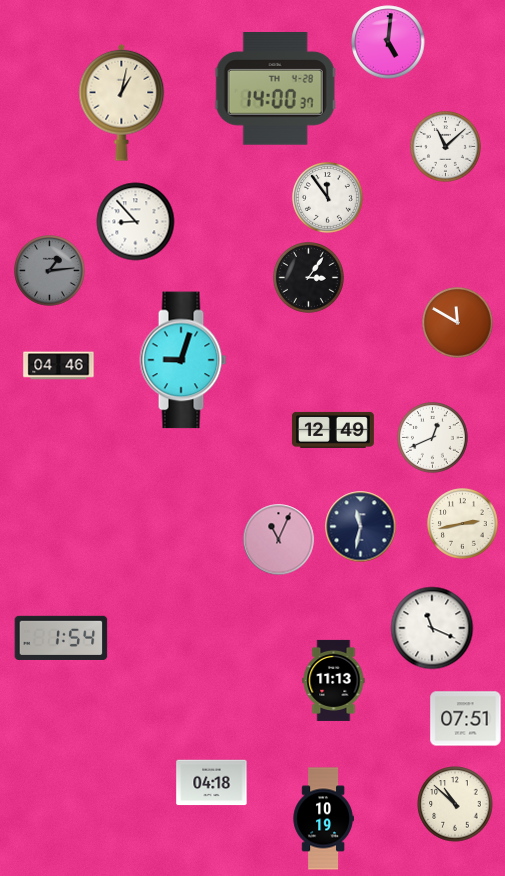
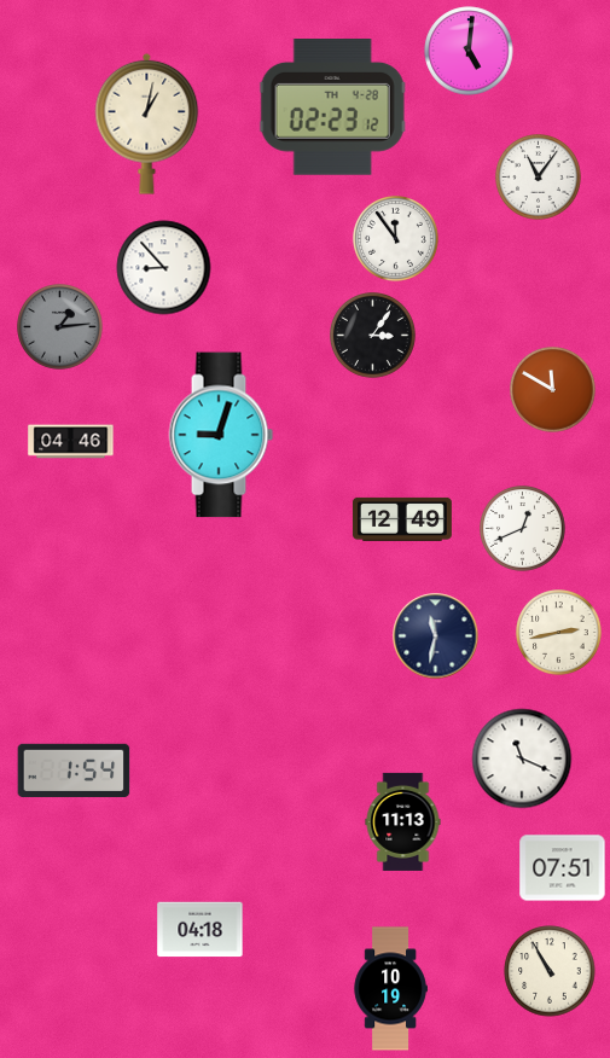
clock at (275, 89): 14:00 -> 02:23
clock at (446, 147): 11:08 -> 11:06
clock at (279, 540): 11:04 -> none
clock at (212, 783) position: (212, 783) -> (201, 930)
clock at (455, 804): 10:52 -> 10:55
